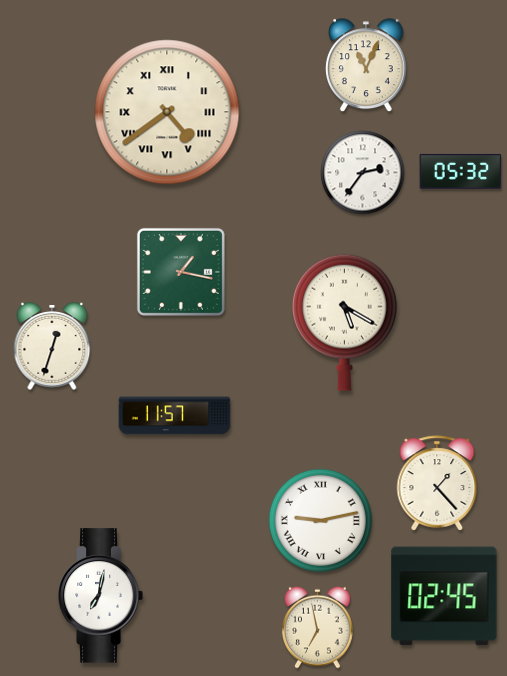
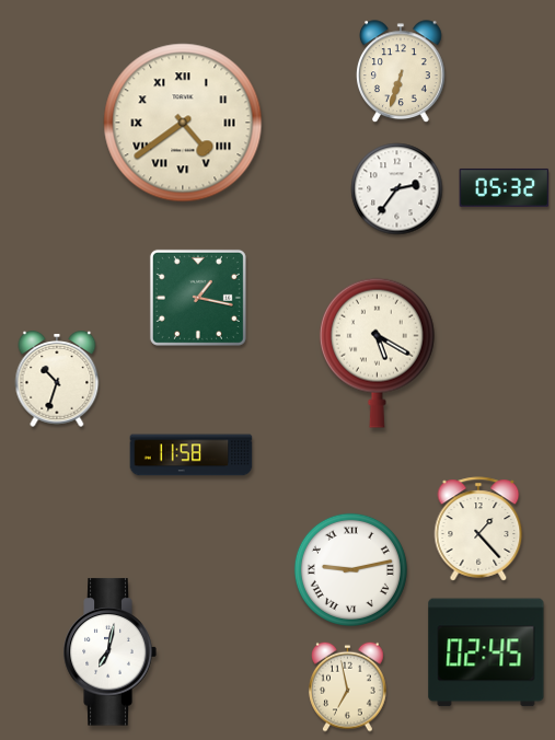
clock at (367, 66): 11:04 -> 6:33
clock at (52, 346): 12:33 -> 10:33
clock at (175, 416): 11:57 -> 11:58
